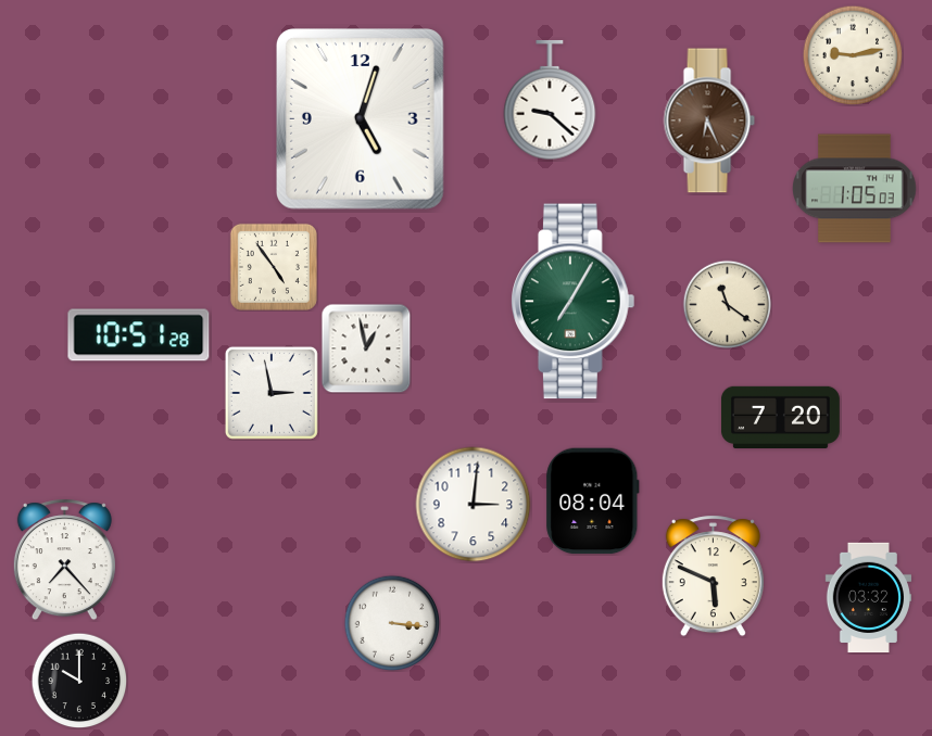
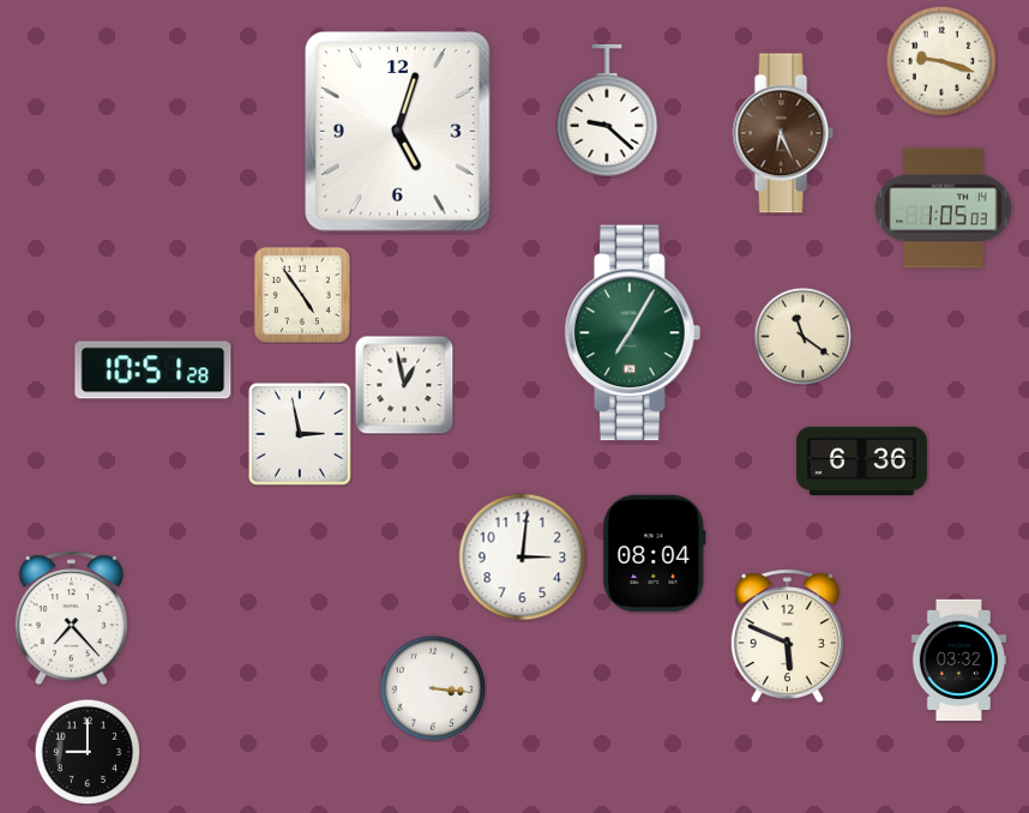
clock at (853, 55): 9:13 -> 9:18
clock at (780, 417): 7:20 -> 6:36
clock at (79, 681): 10:00 -> 9:00
